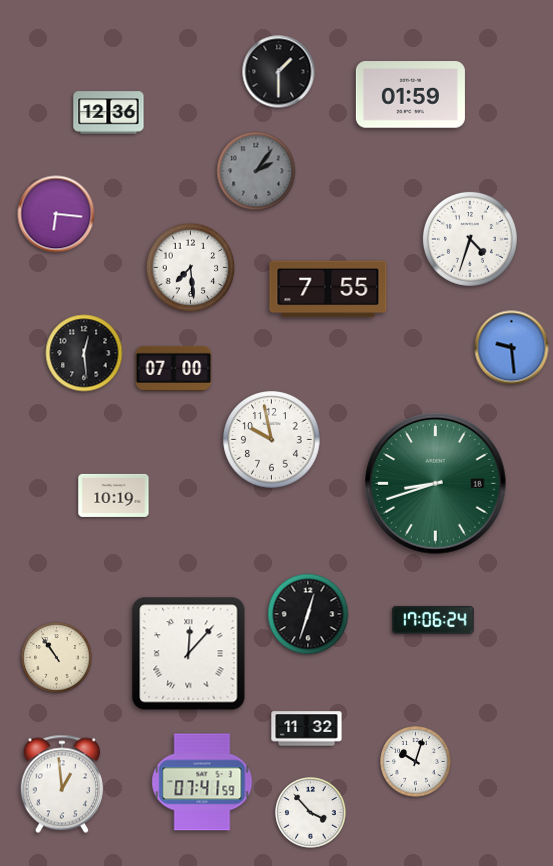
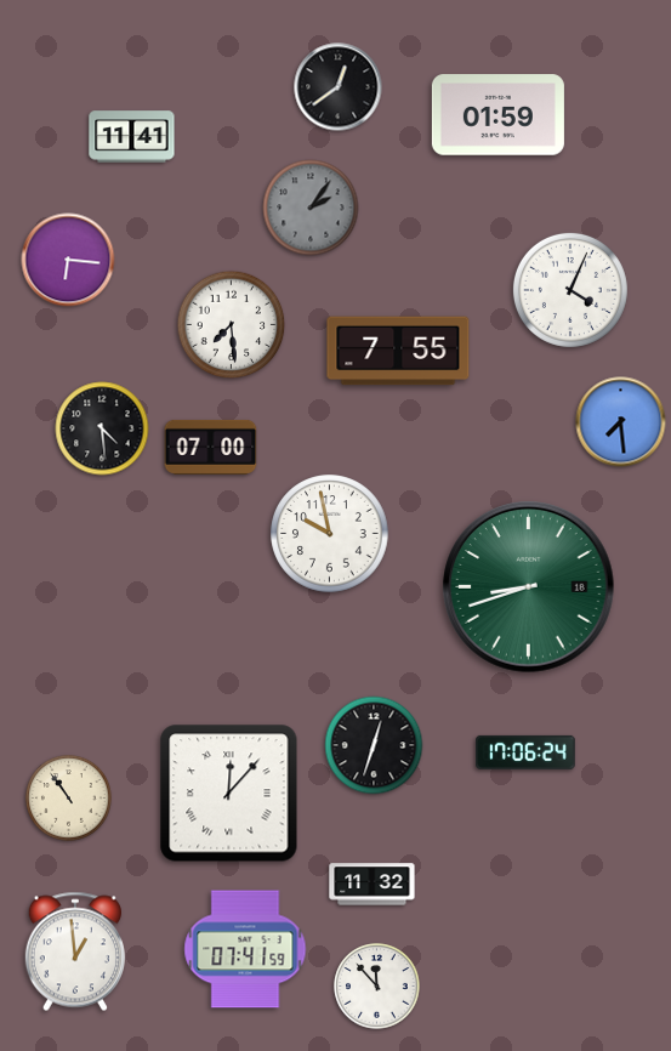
clock at (279, 72): 1:30 -> 12:39
clock at (109, 113): 12:36 -> 11:41
clock at (470, 239): 4:33 -> 4:04
clock at (512, 348): 9:29 -> 7:29
clock at (84, 353): 12:29 -> 4:29
clock at (114, 495): 10:19 -> none
clock at (416, 762): 10:03 -> none
clock at (311, 813): 3:53 -> 11:53
